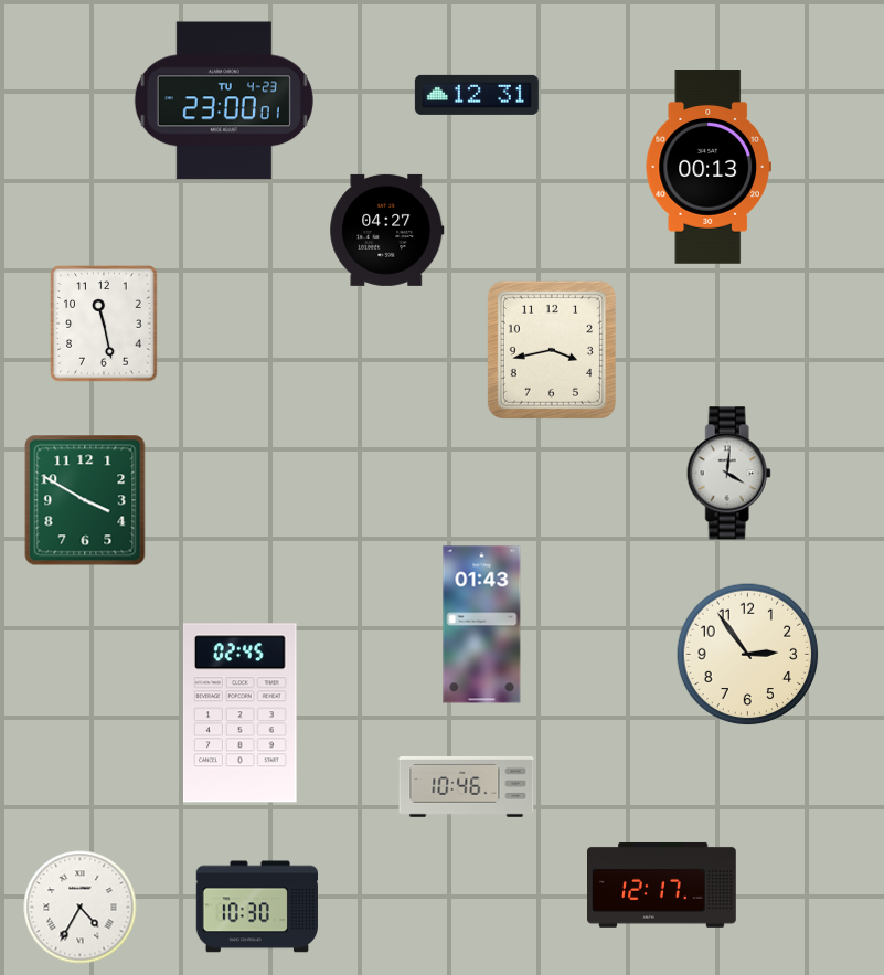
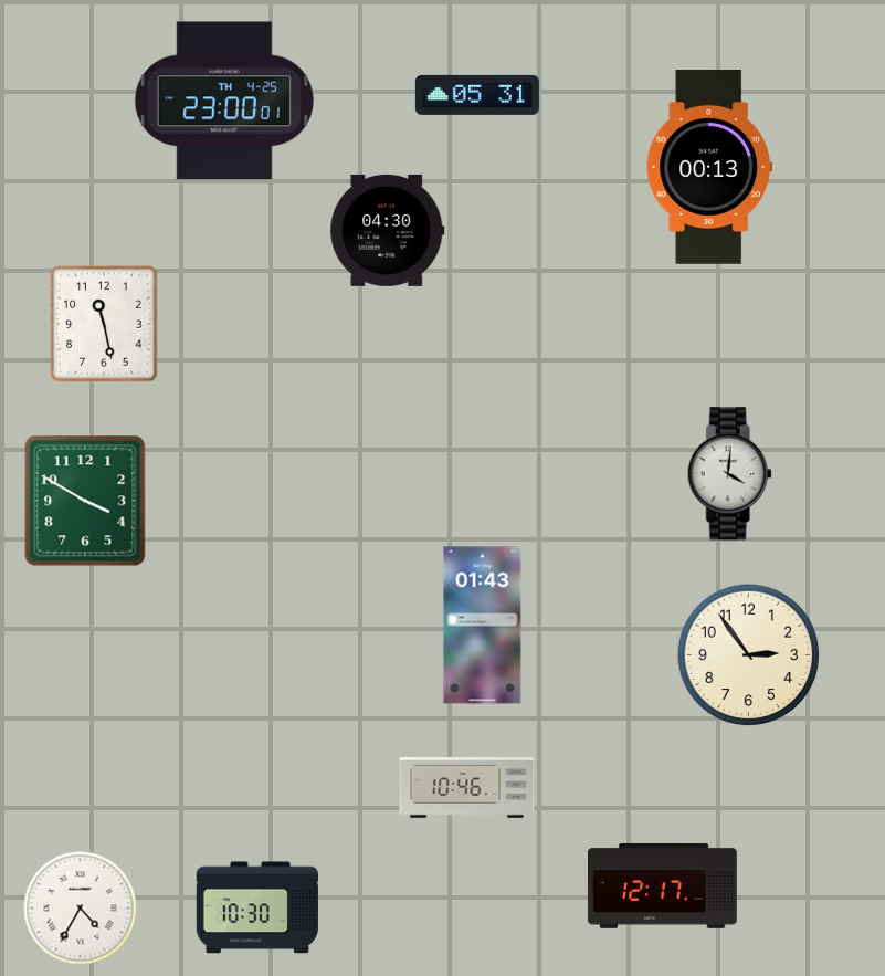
clock at (477, 95): 12:31 -> 05:31
clock at (224, 100) date: TU 4-23 -> TH 4-25
clock at (387, 230): 04:27 -> 04:30
clock at (552, 350): 3:43 -> none
clock at (241, 713): 02:45 -> none
